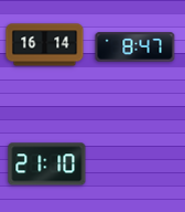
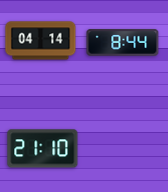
clock at (45, 45): 16:14 -> 04:14
clock at (135, 47): 8:47 -> 8:44
